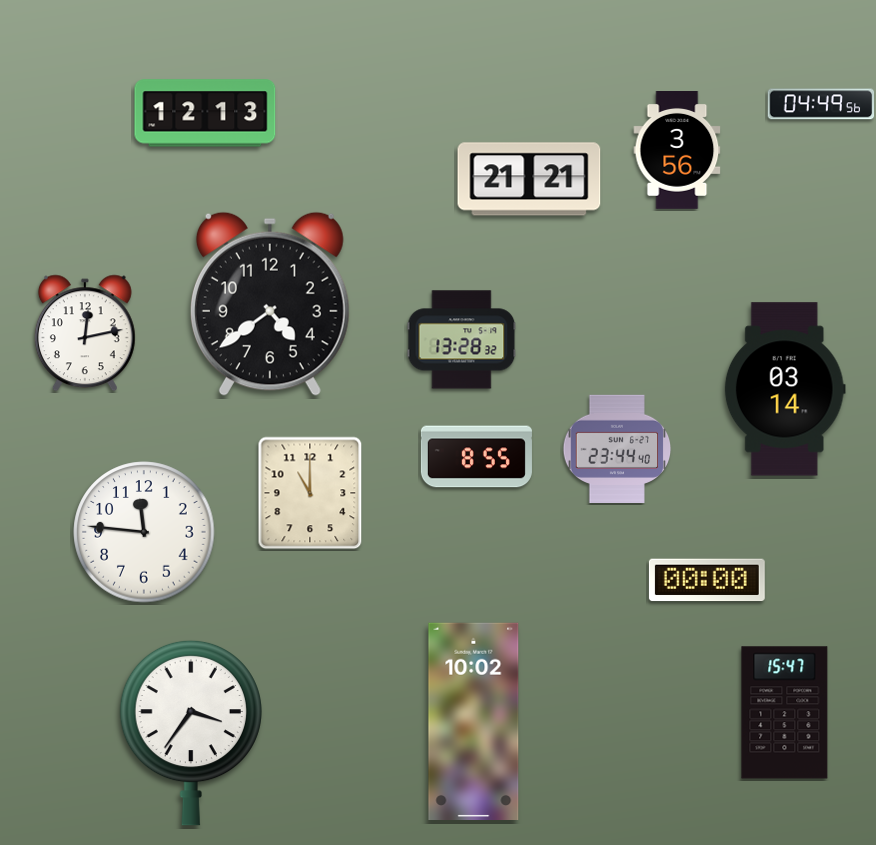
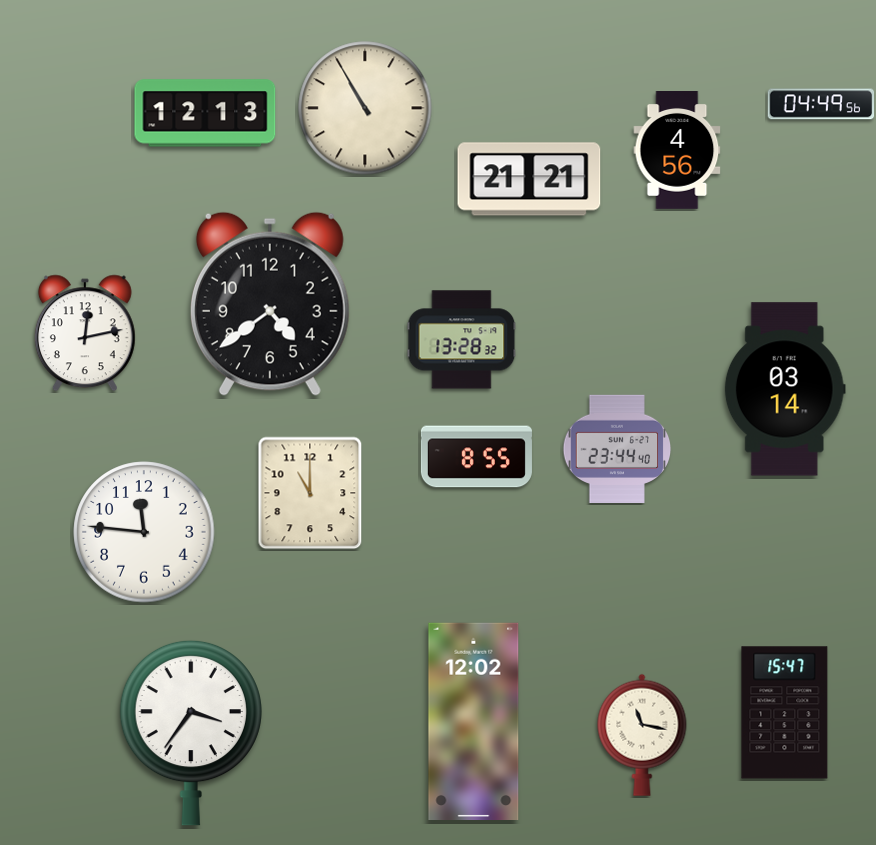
clock at (365, 108): none -> 10:55
clock at (677, 151): 3:56 -> 4:56
clock at (707, 580): 00:00 -> none
clock at (474, 721): 10:02 -> 12:02
clock at (642, 735): none -> 11:17
